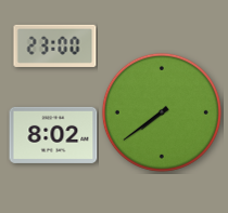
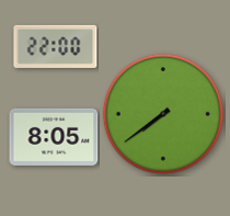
clock at (55, 45): 23:00 -> 22:00
clock at (53, 135): 8:02 -> 8:05
